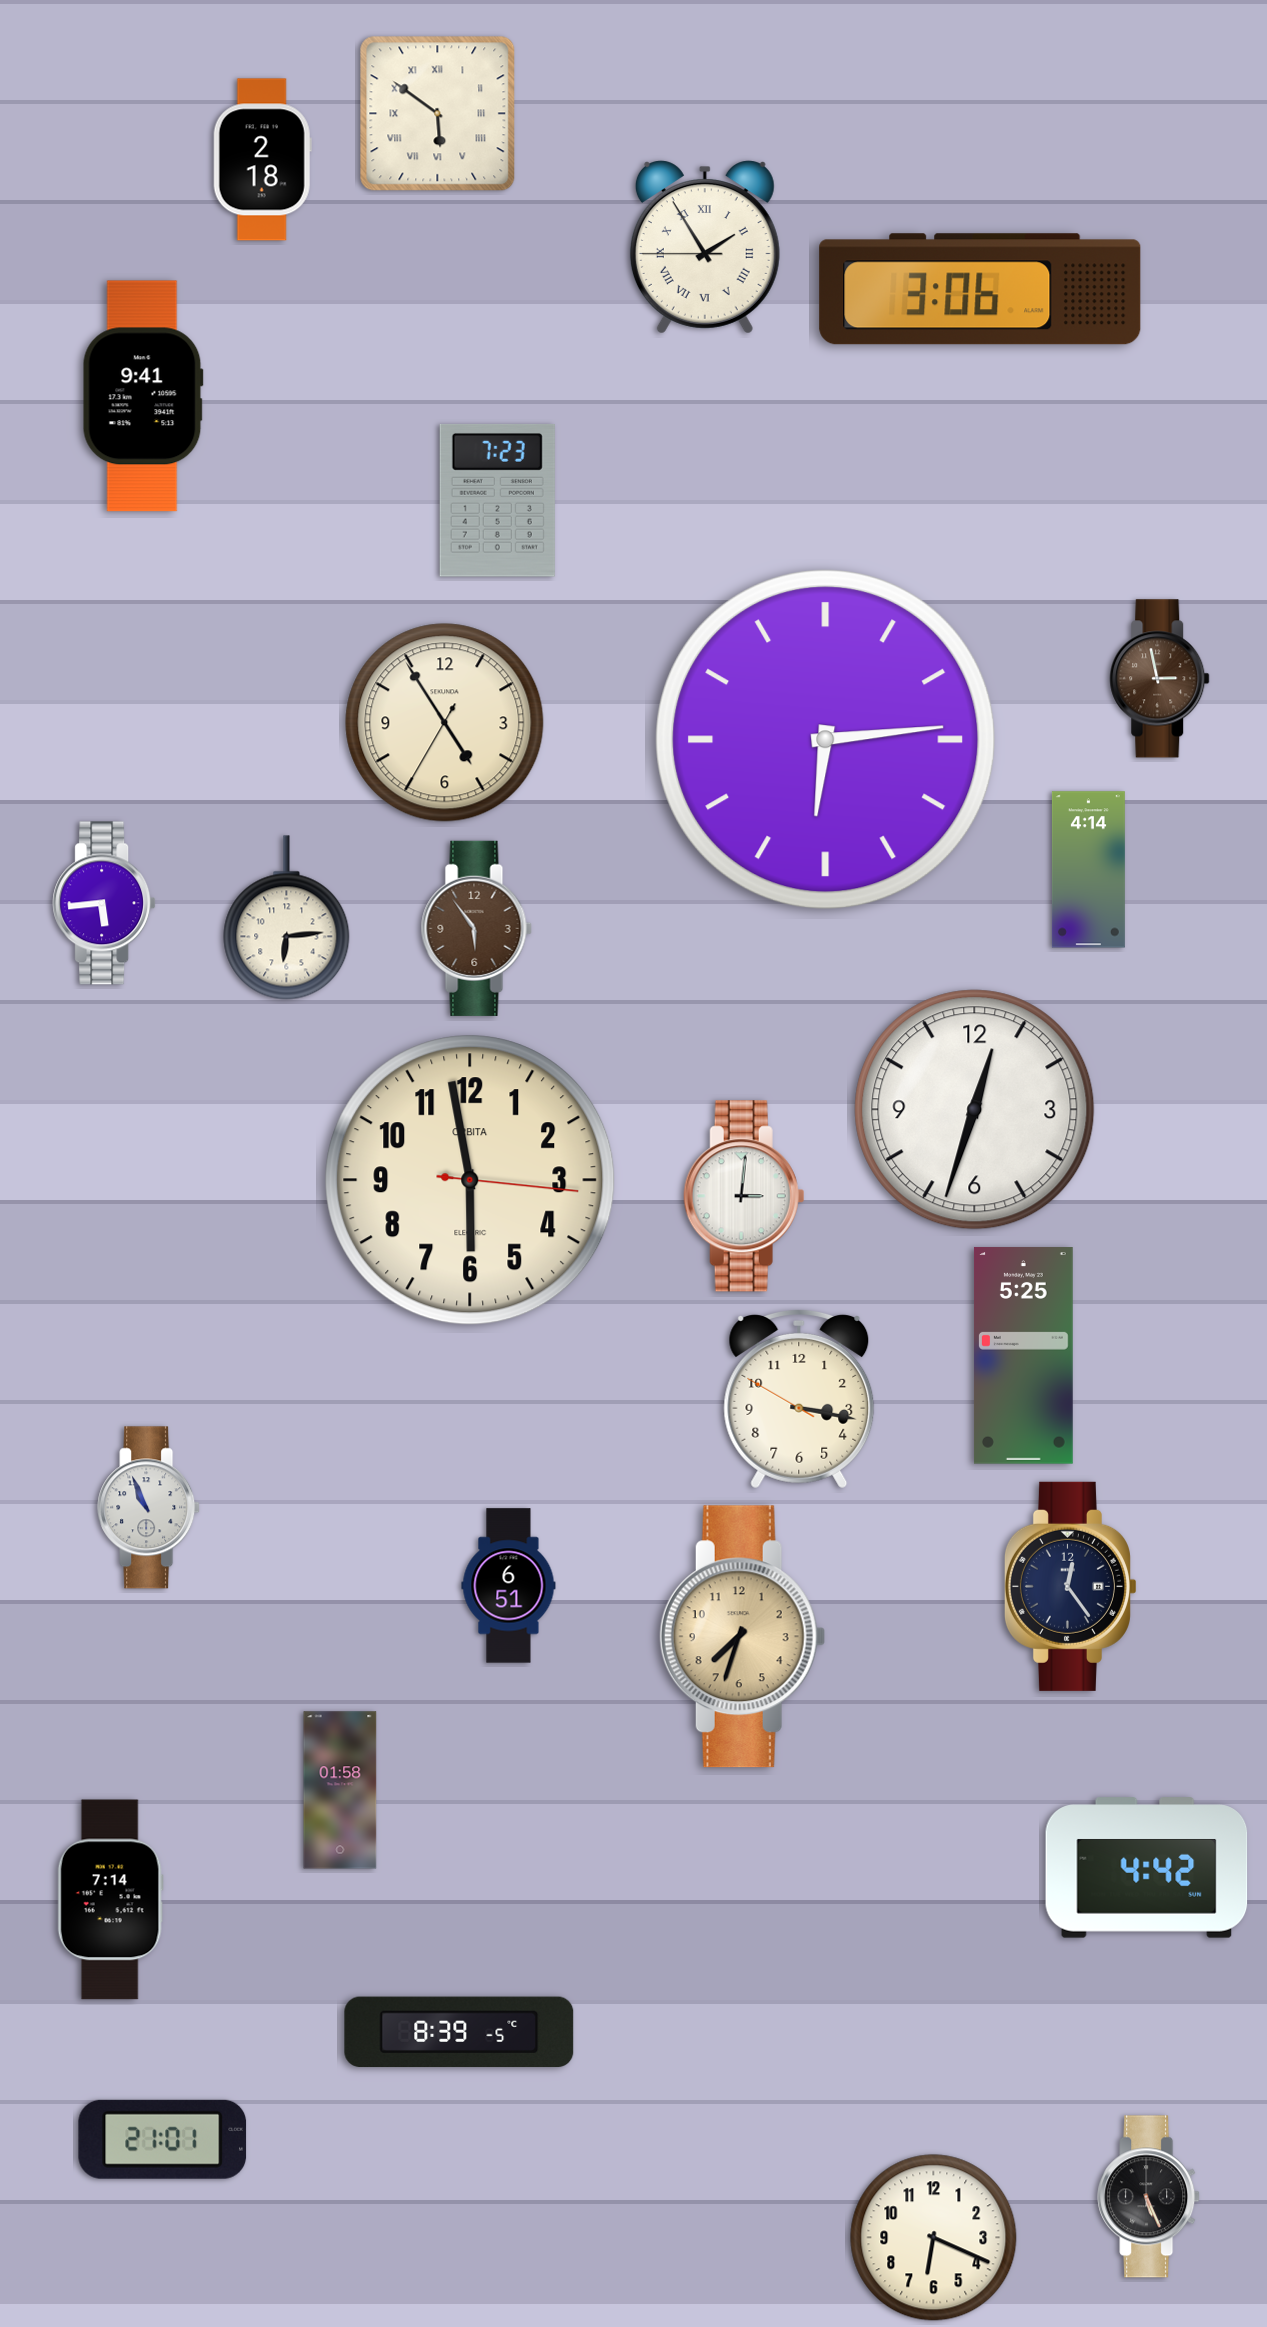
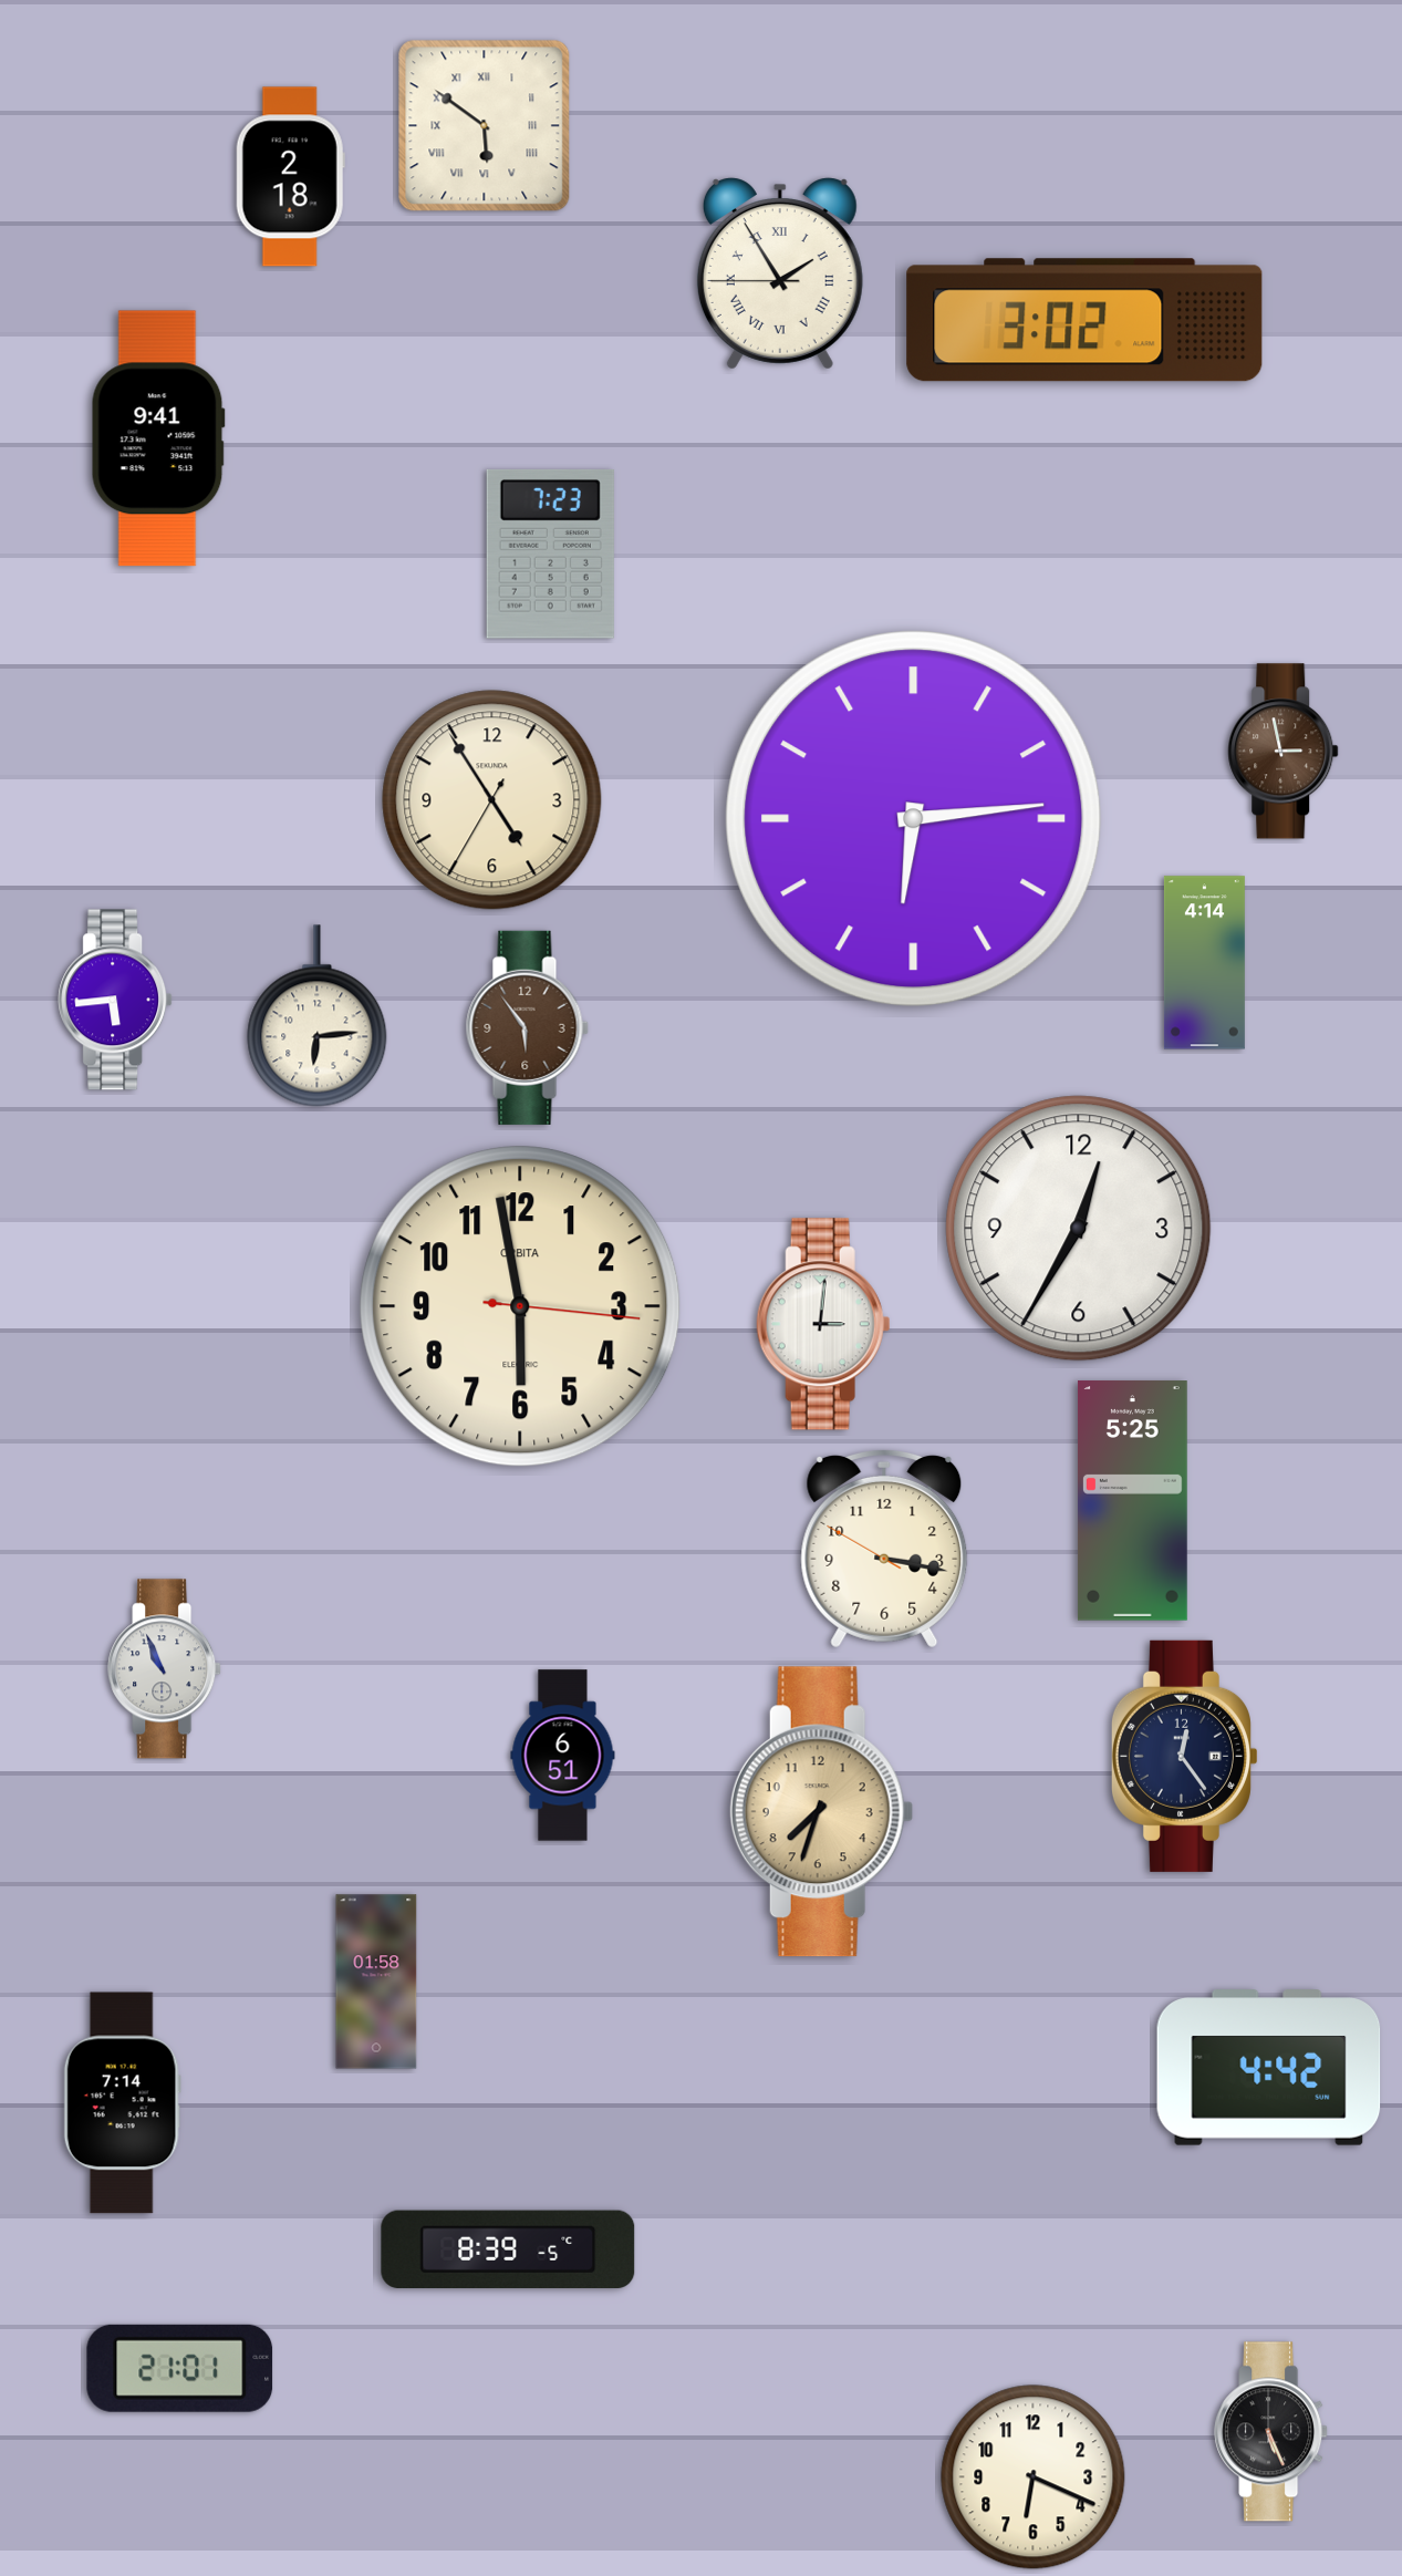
clock at (980, 289): 3:06 -> 3:02
clock at (975, 1110): 12:33 -> 12:35
